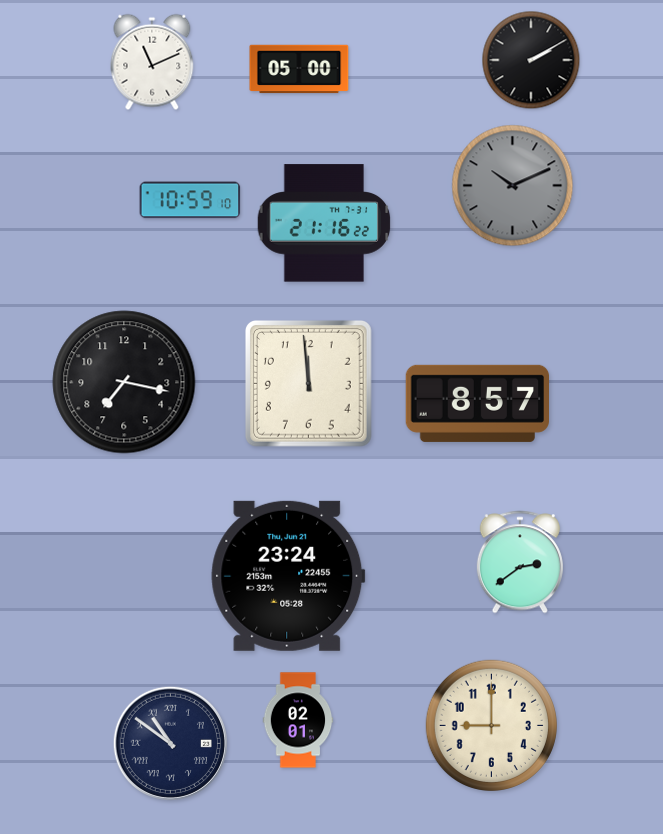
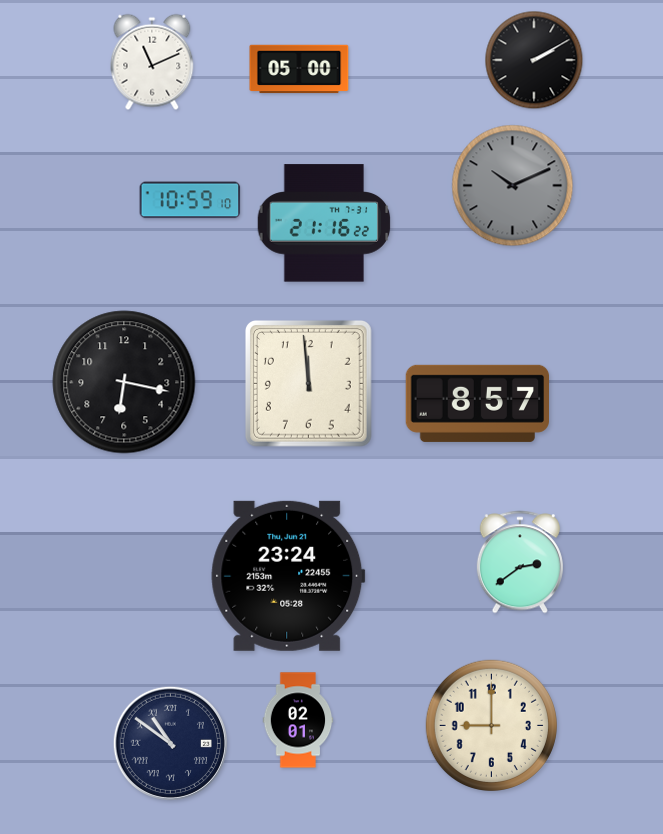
clock at (531, 60) position: (531, 60) -> (534, 60)
clock at (124, 382): 7:17 -> 6:17
